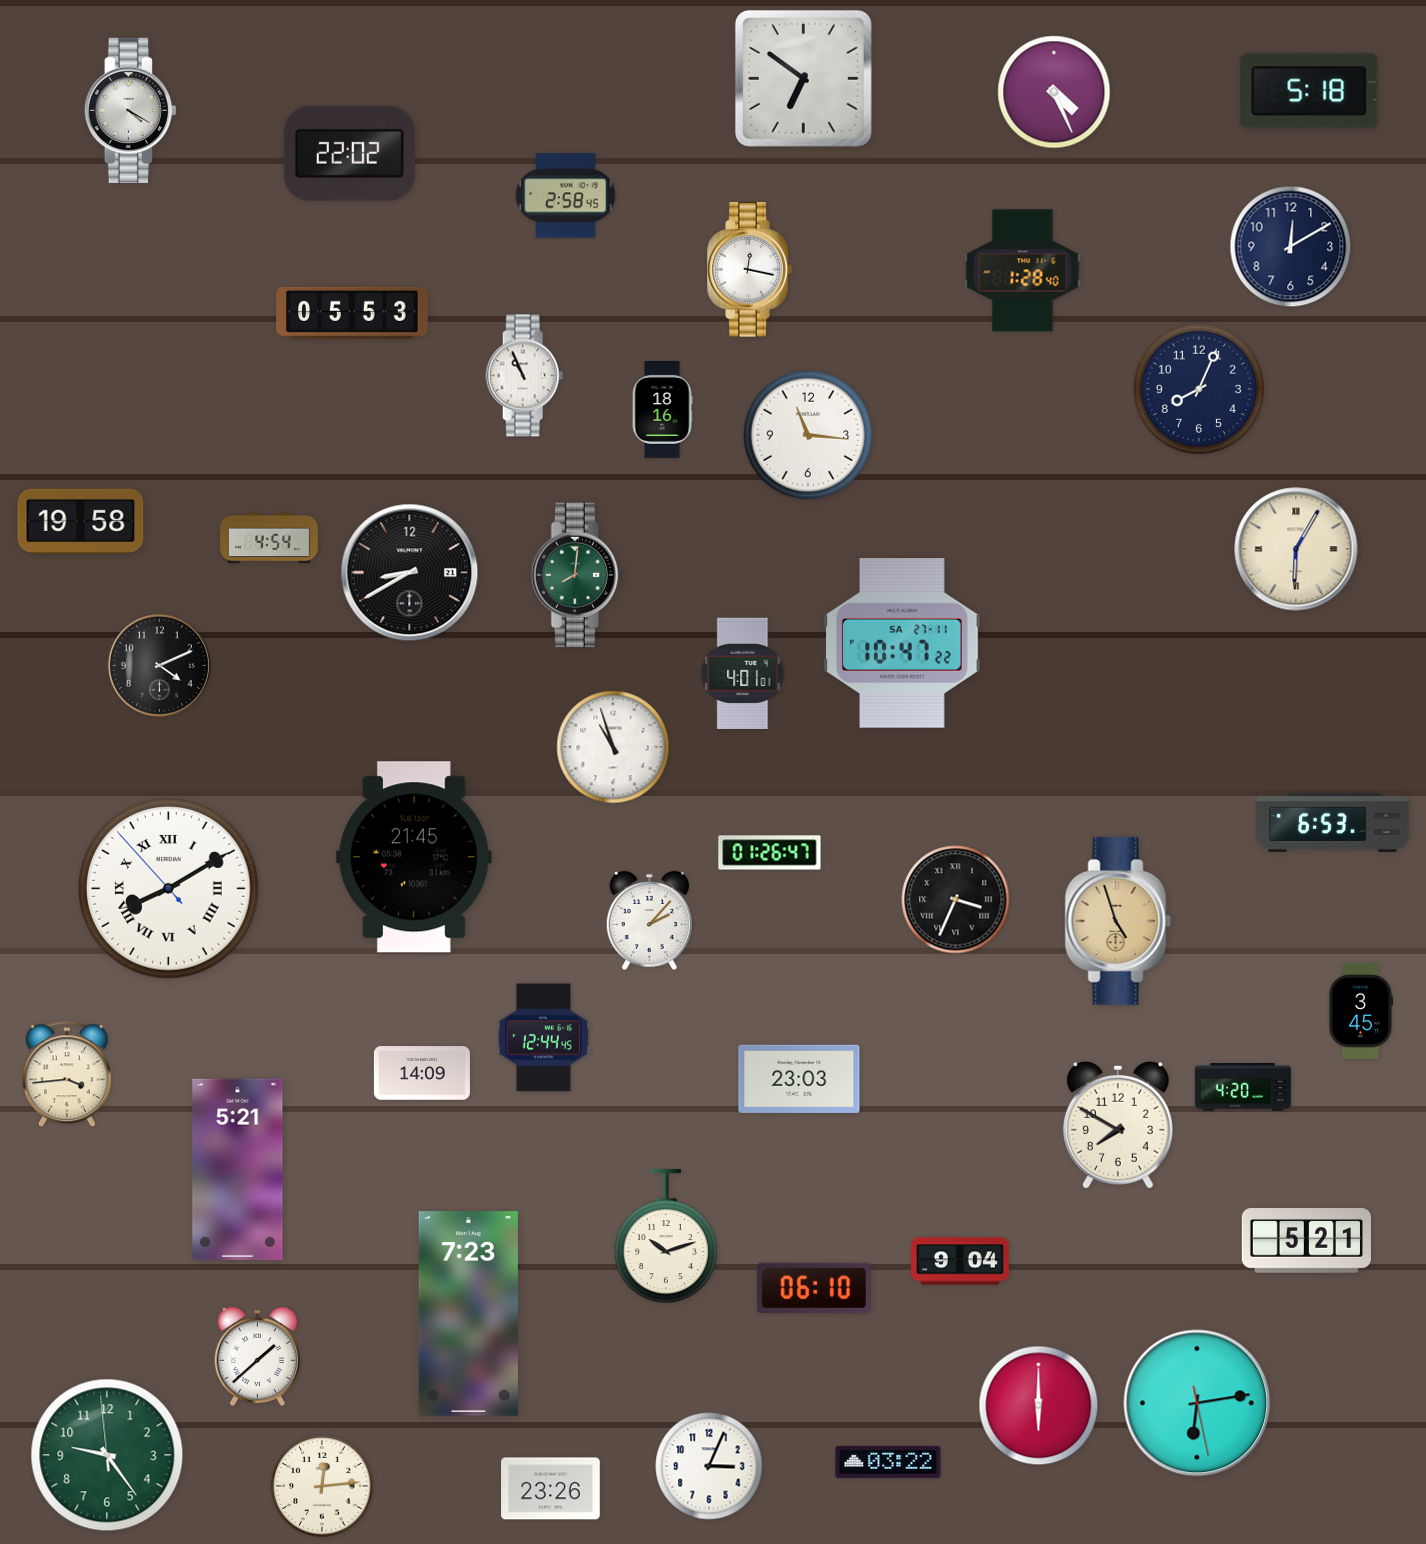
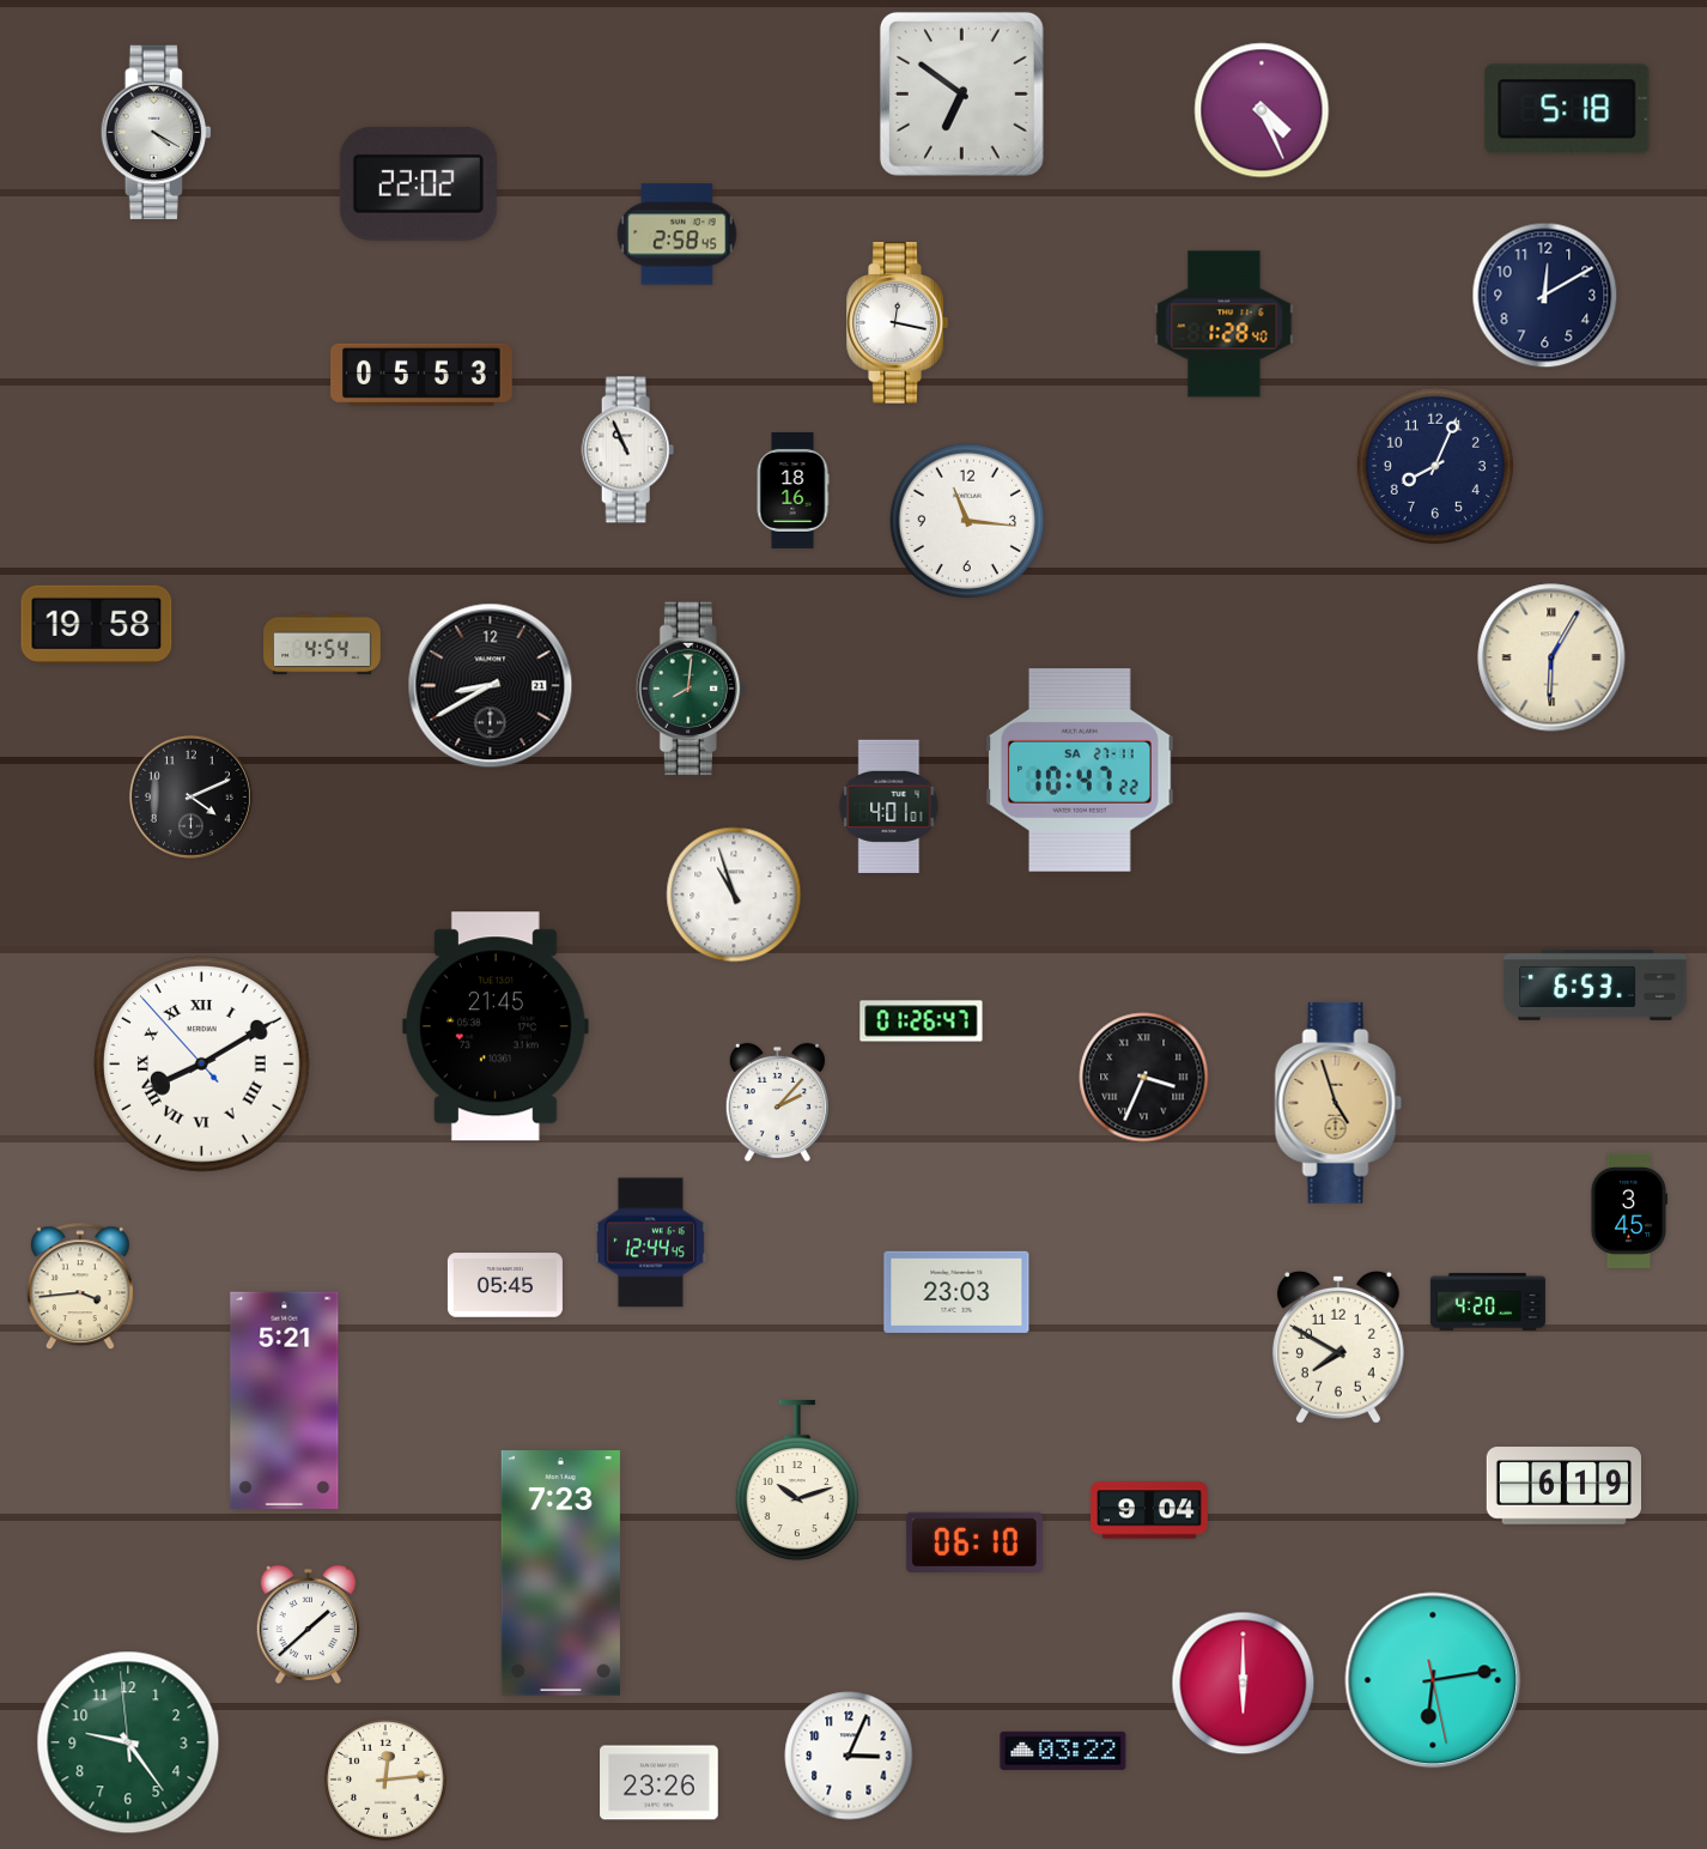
clock at (422, 1073): 14:09 -> 05:45
clock at (1306, 1241): 5:21 -> 6:19
